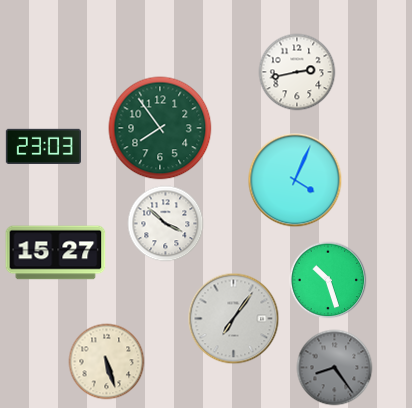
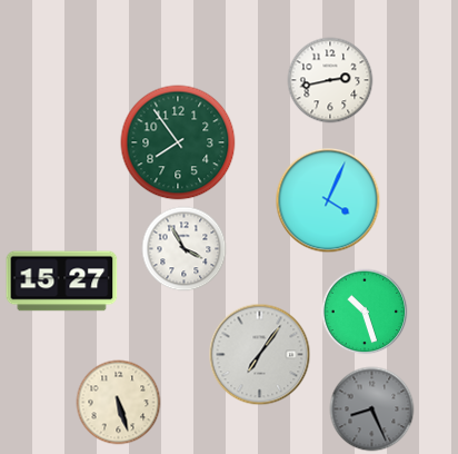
clock at (43, 146): 23:03 -> none
clock at (166, 224): 3:52 -> 3:55
clock at (335, 368): 8:24 -> 8:26
